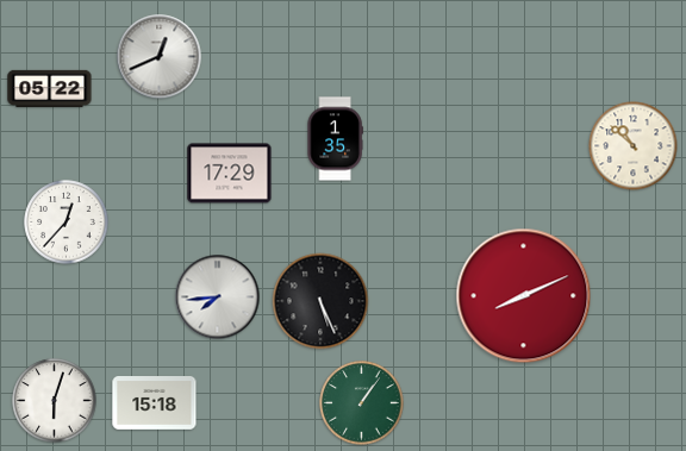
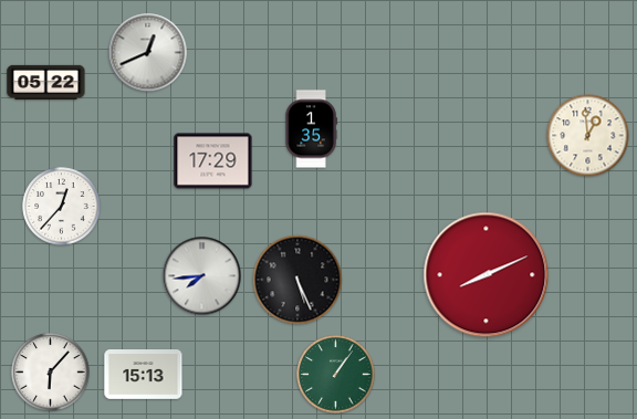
clock at (634, 146): 10:52 -> 12:59
clock at (55, 401): 6:03 -> 6:07
clock at (155, 403): 15:18 -> 15:13
